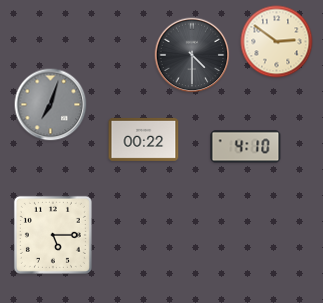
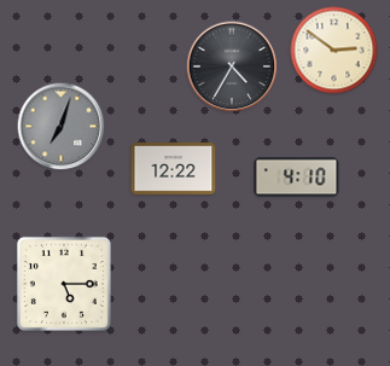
clock at (192, 55): 4:30 -> 4:35
clock at (144, 139): 00:22 -> 12:22
